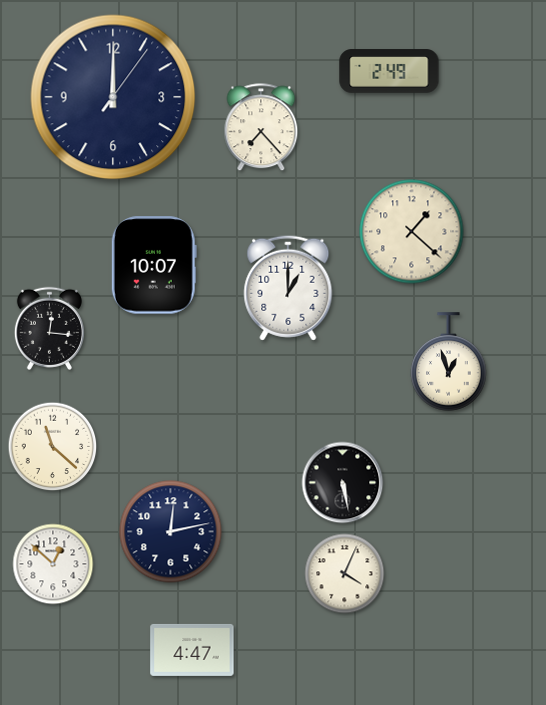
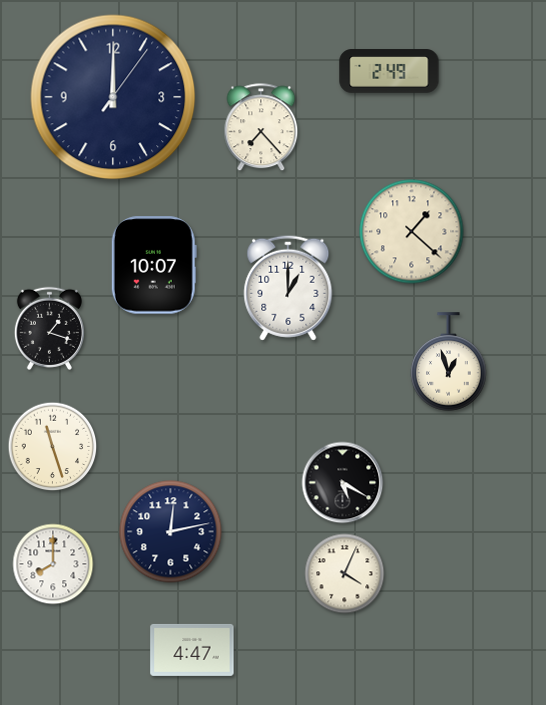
clock at (49, 328): 12:16 -> 1:18
clock at (53, 447): 11:22 -> 11:27
clock at (343, 483): 5:28 -> 5:20
clock at (53, 564): 12:52 -> 8:00
